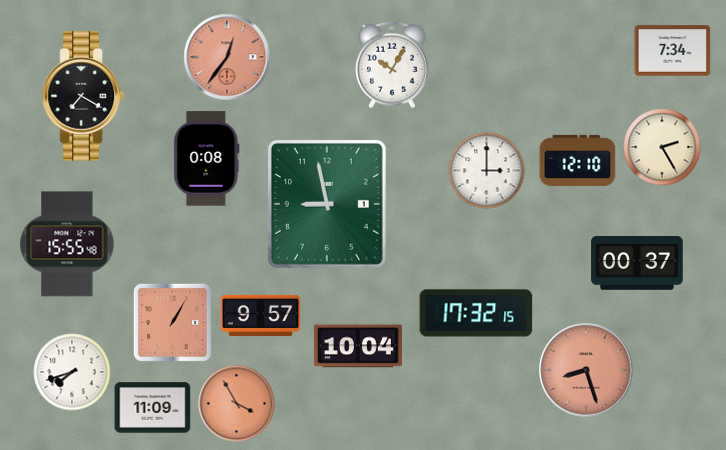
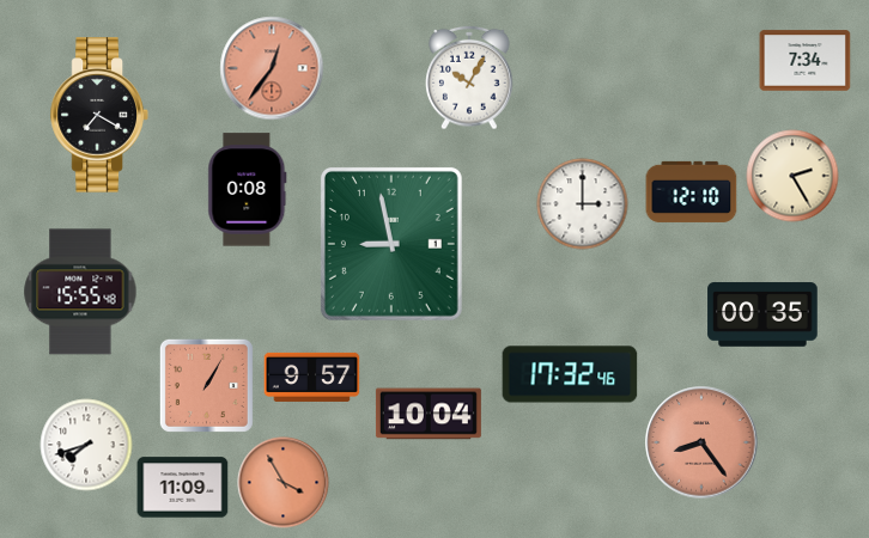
clock at (637, 263): 00:37 -> 00:35
clock at (476, 313): 17:32:15 -> 17:32:46
clock at (586, 370): 8:27 -> 8:24
